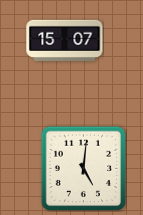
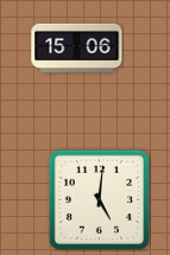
clock at (65, 40): 15:07 -> 15:06
